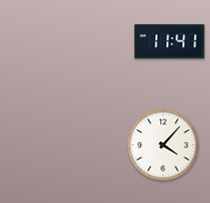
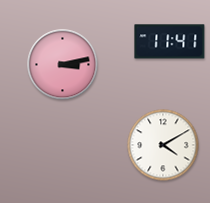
clock at (63, 65): none -> 3:13
clock at (163, 145): 4:07 -> 4:10
